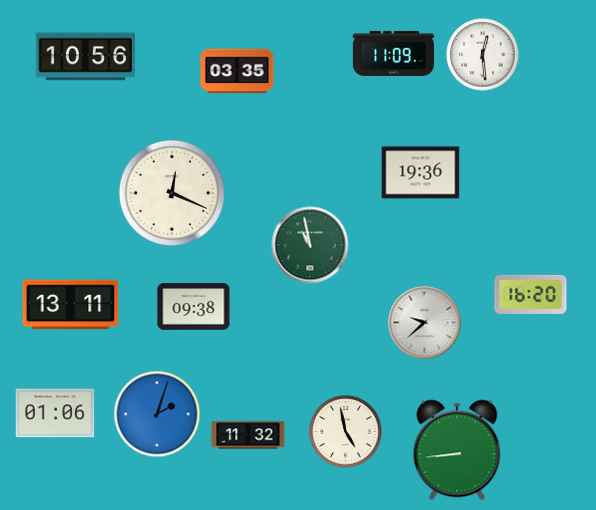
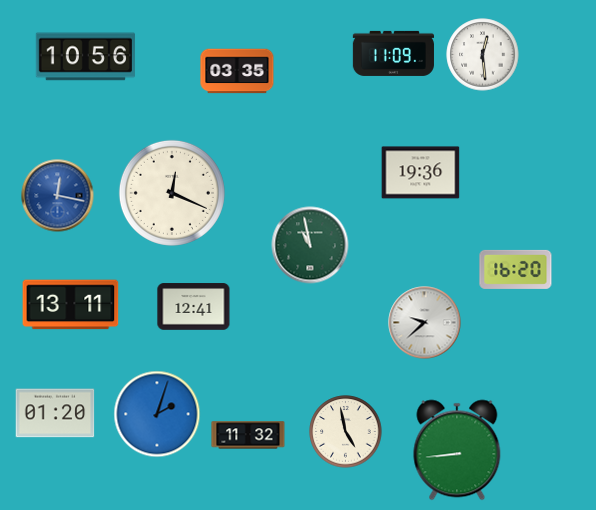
clock at (58, 196): none -> 12:17
clock at (531, 294) position: (531, 294) -> (516, 269)
clock at (194, 307): 09:38 -> 12:41
clock at (55, 413): 01:06 -> 01:20
